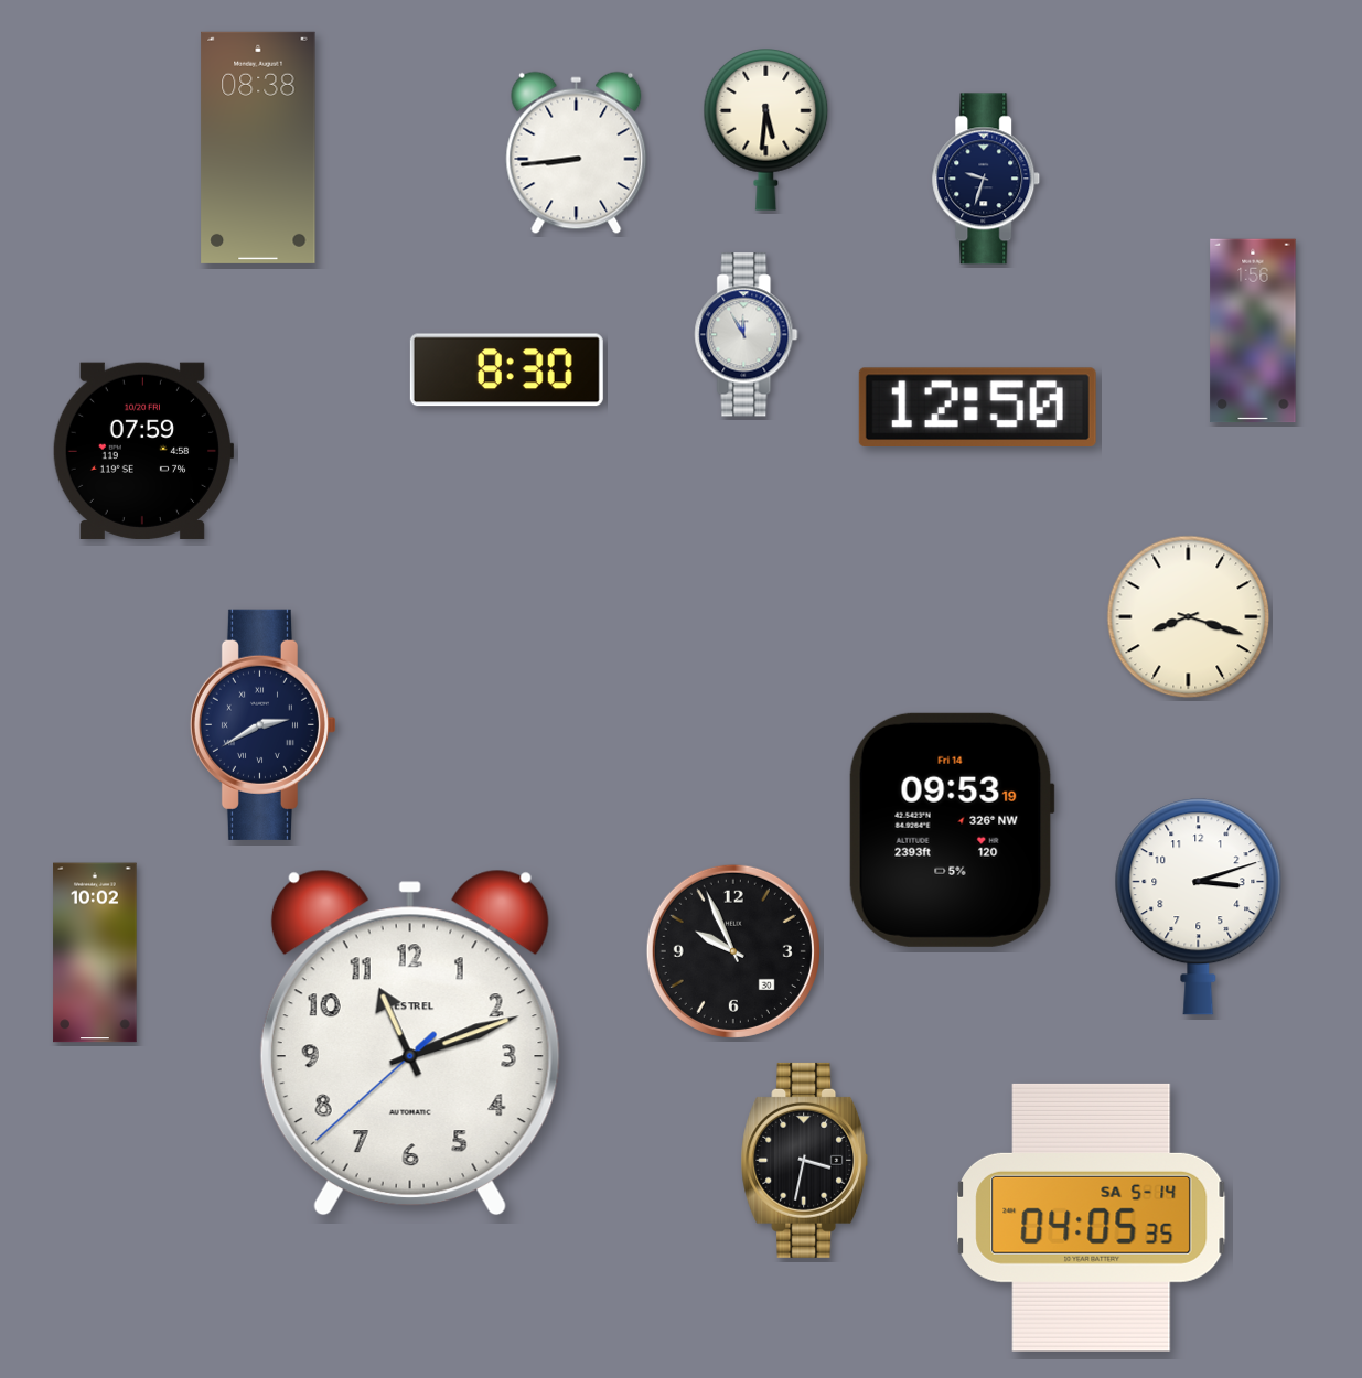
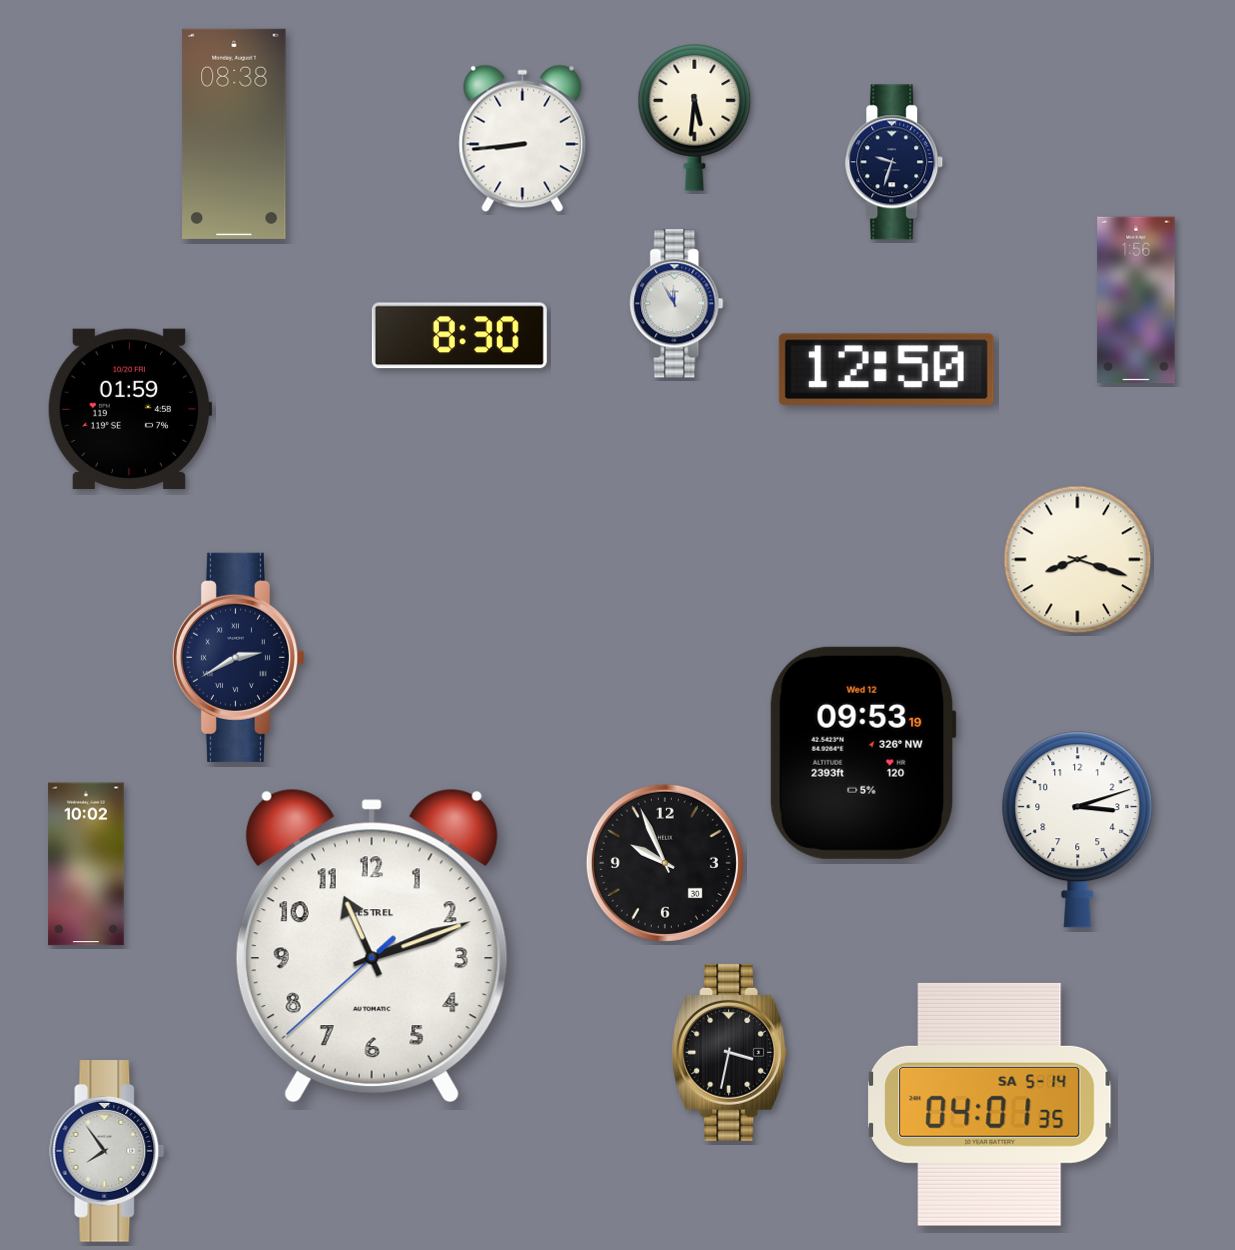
clock at (143, 451): 07:59 -> 01:59
clock at (952, 830) date: Fri 14 -> Wed 12
clock at (1199, 907) position: (1199, 907) -> (1078, 830)
clock at (1092, 1217): 04:05 -> 04:01
clock at (107, 1151): none -> 7:54
